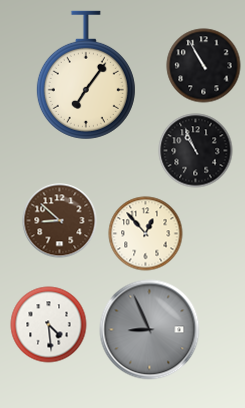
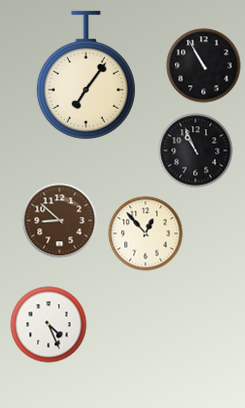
clock at (49, 325): 4:29 -> 4:26
clock at (150, 330): 8:56 -> none
